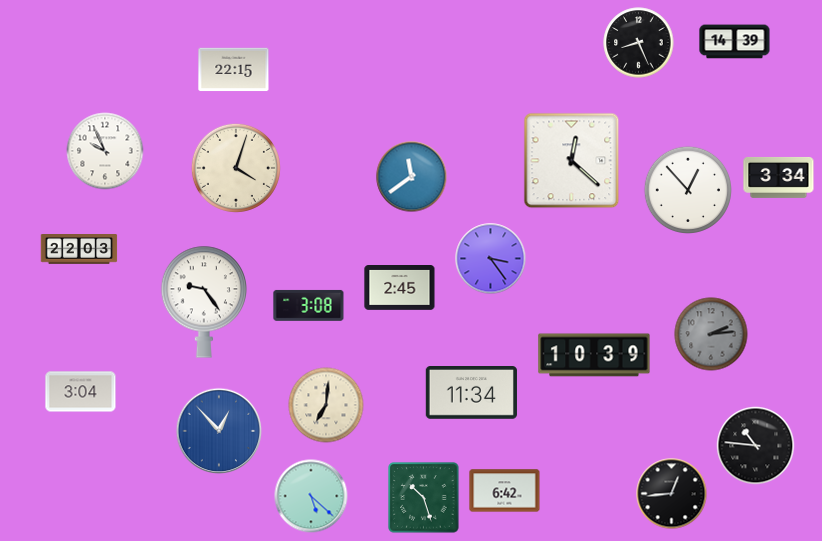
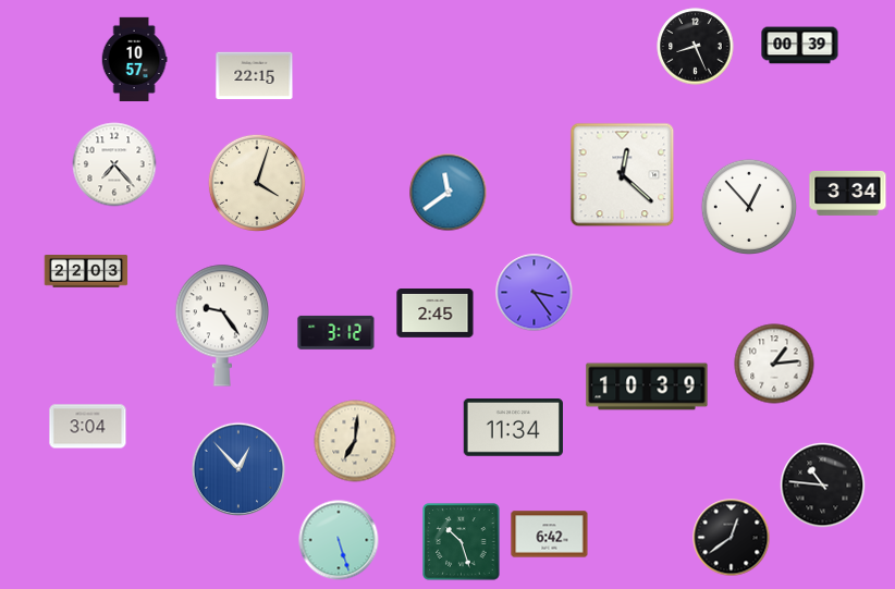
clock at (735, 42): 14:39 -> 00:39
clock at (134, 60): none -> 10:57
clock at (105, 151): 9:56 -> 7:23
clock at (491, 259) position: (491, 259) -> (535, 293)
clock at (203, 302) position: (203, 302) -> (221, 326)
clock at (309, 305): 3:08 -> 3:12
clock at (711, 334): 2:14 -> 1:14
clock at (711, 334) dial: grey -> white
clock at (672, 494): 12:44 -> 12:39
clock at (311, 496): 5:22 -> 5:27
